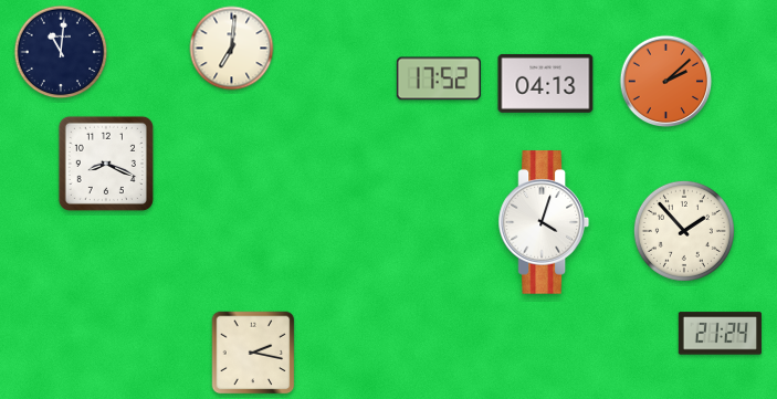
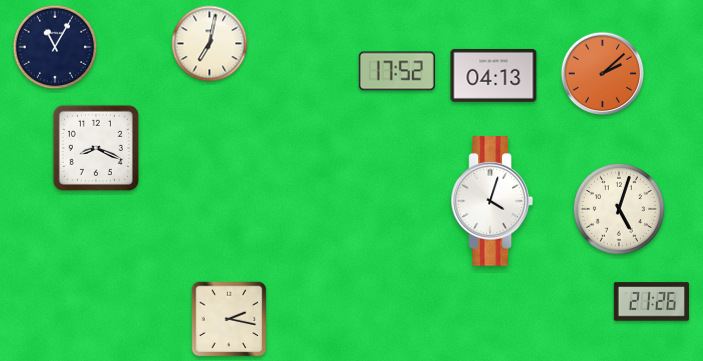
clock at (232, 49): 7:01 -> 7:02
clock at (61, 52): 11:01 -> 11:05
clock at (684, 231): 1:53 -> 5:03
clock at (720, 334): 21:24 -> 21:26
